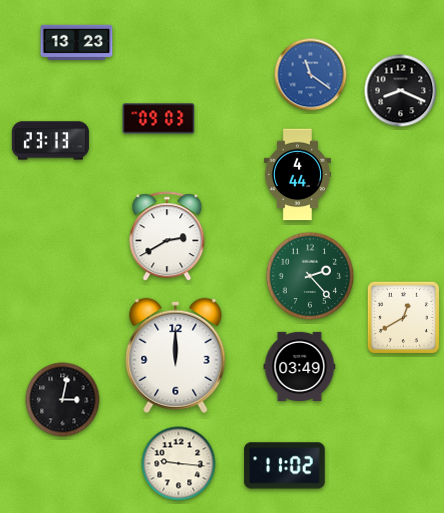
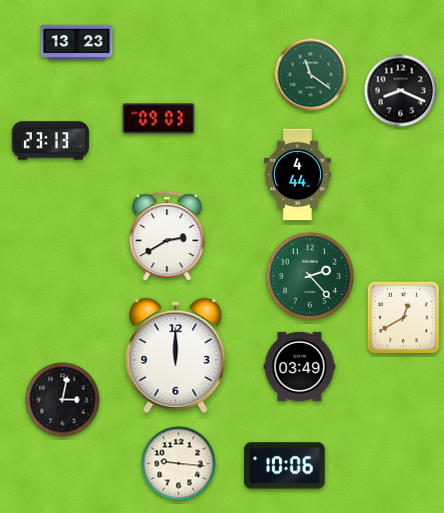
clock at (311, 75) dial: blue -> green
clock at (285, 466): 11:02 -> 10:06
